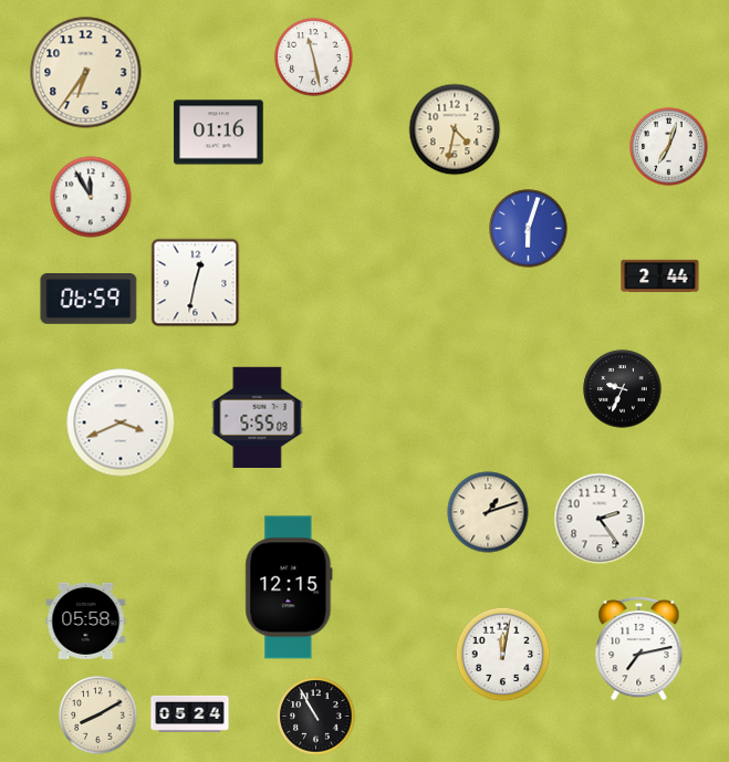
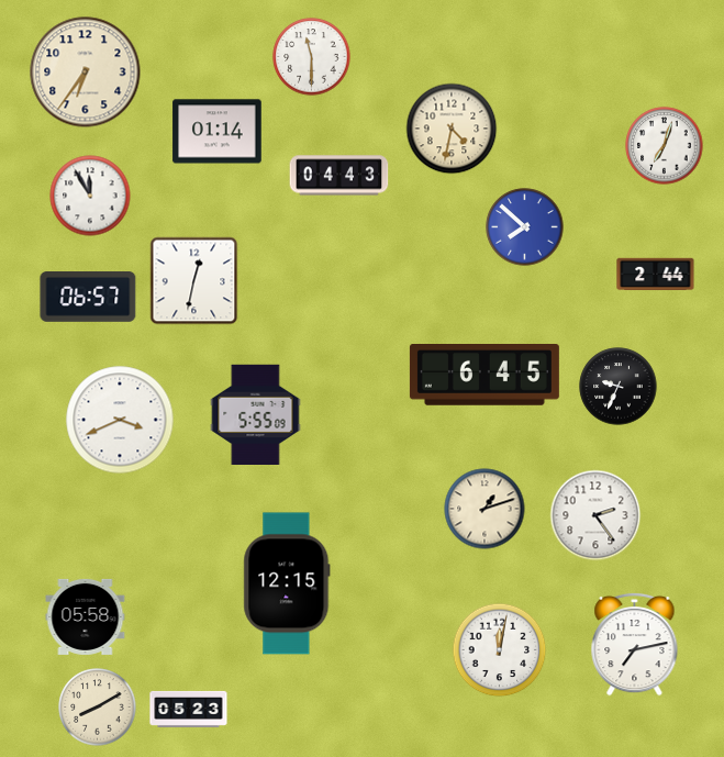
clock at (314, 58): 11:28 -> 11:30
clock at (219, 133): 01:16 -> 01:14
clock at (339, 176): none -> 04:43
clock at (529, 229): 6:03 -> 7:52
clock at (88, 300): 06:59 -> 06:57
clock at (484, 376): none -> 6:45
clock at (190, 713): 05:24 -> 05:23
clock at (98, 716) position: (98, 716) -> (98, 708)
clock at (316, 717): 10:55 -> none
